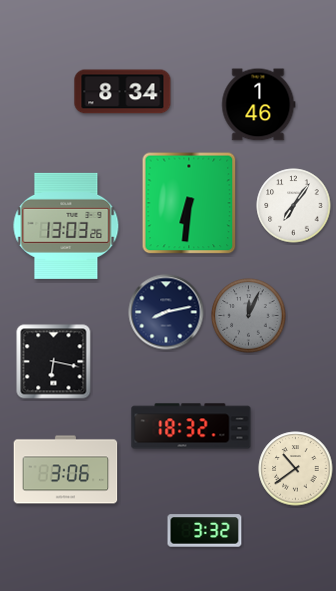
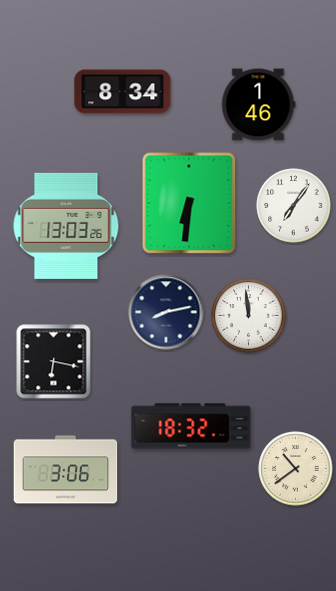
clock at (249, 316): 12:04 -> 11:59
clock at (249, 316) dial: grey -> white
clock at (205, 531): 3:32 -> none
